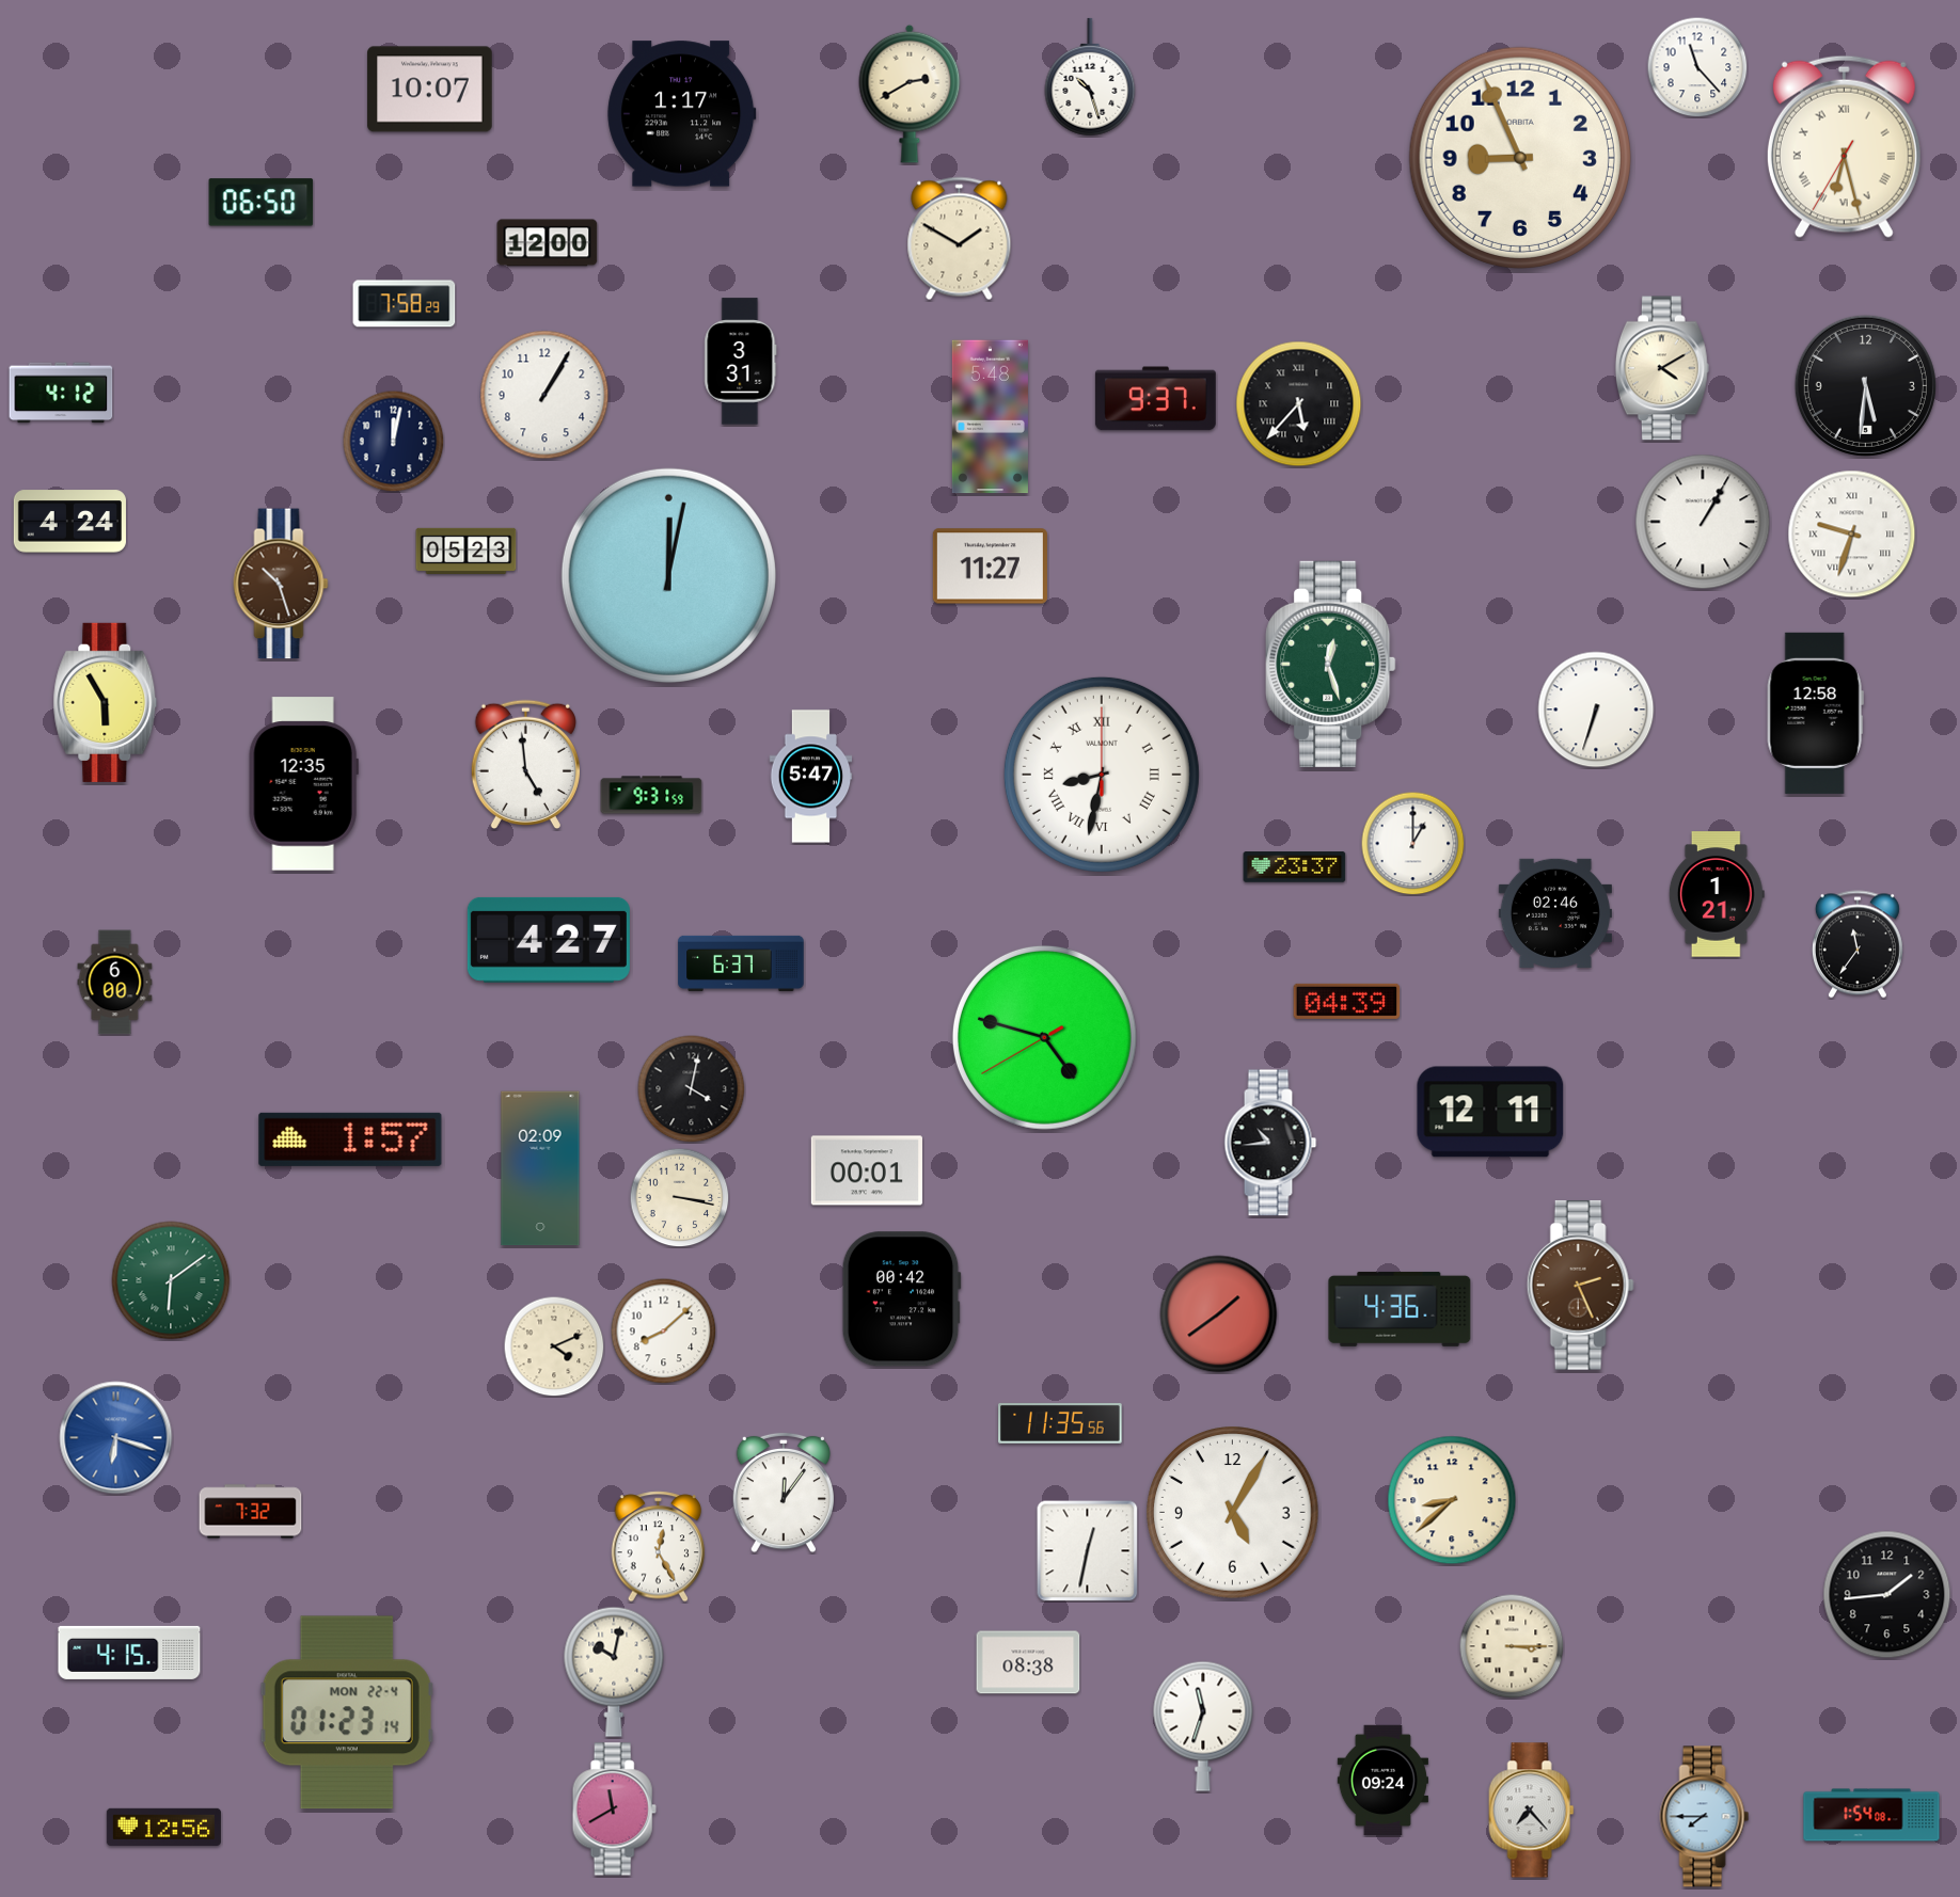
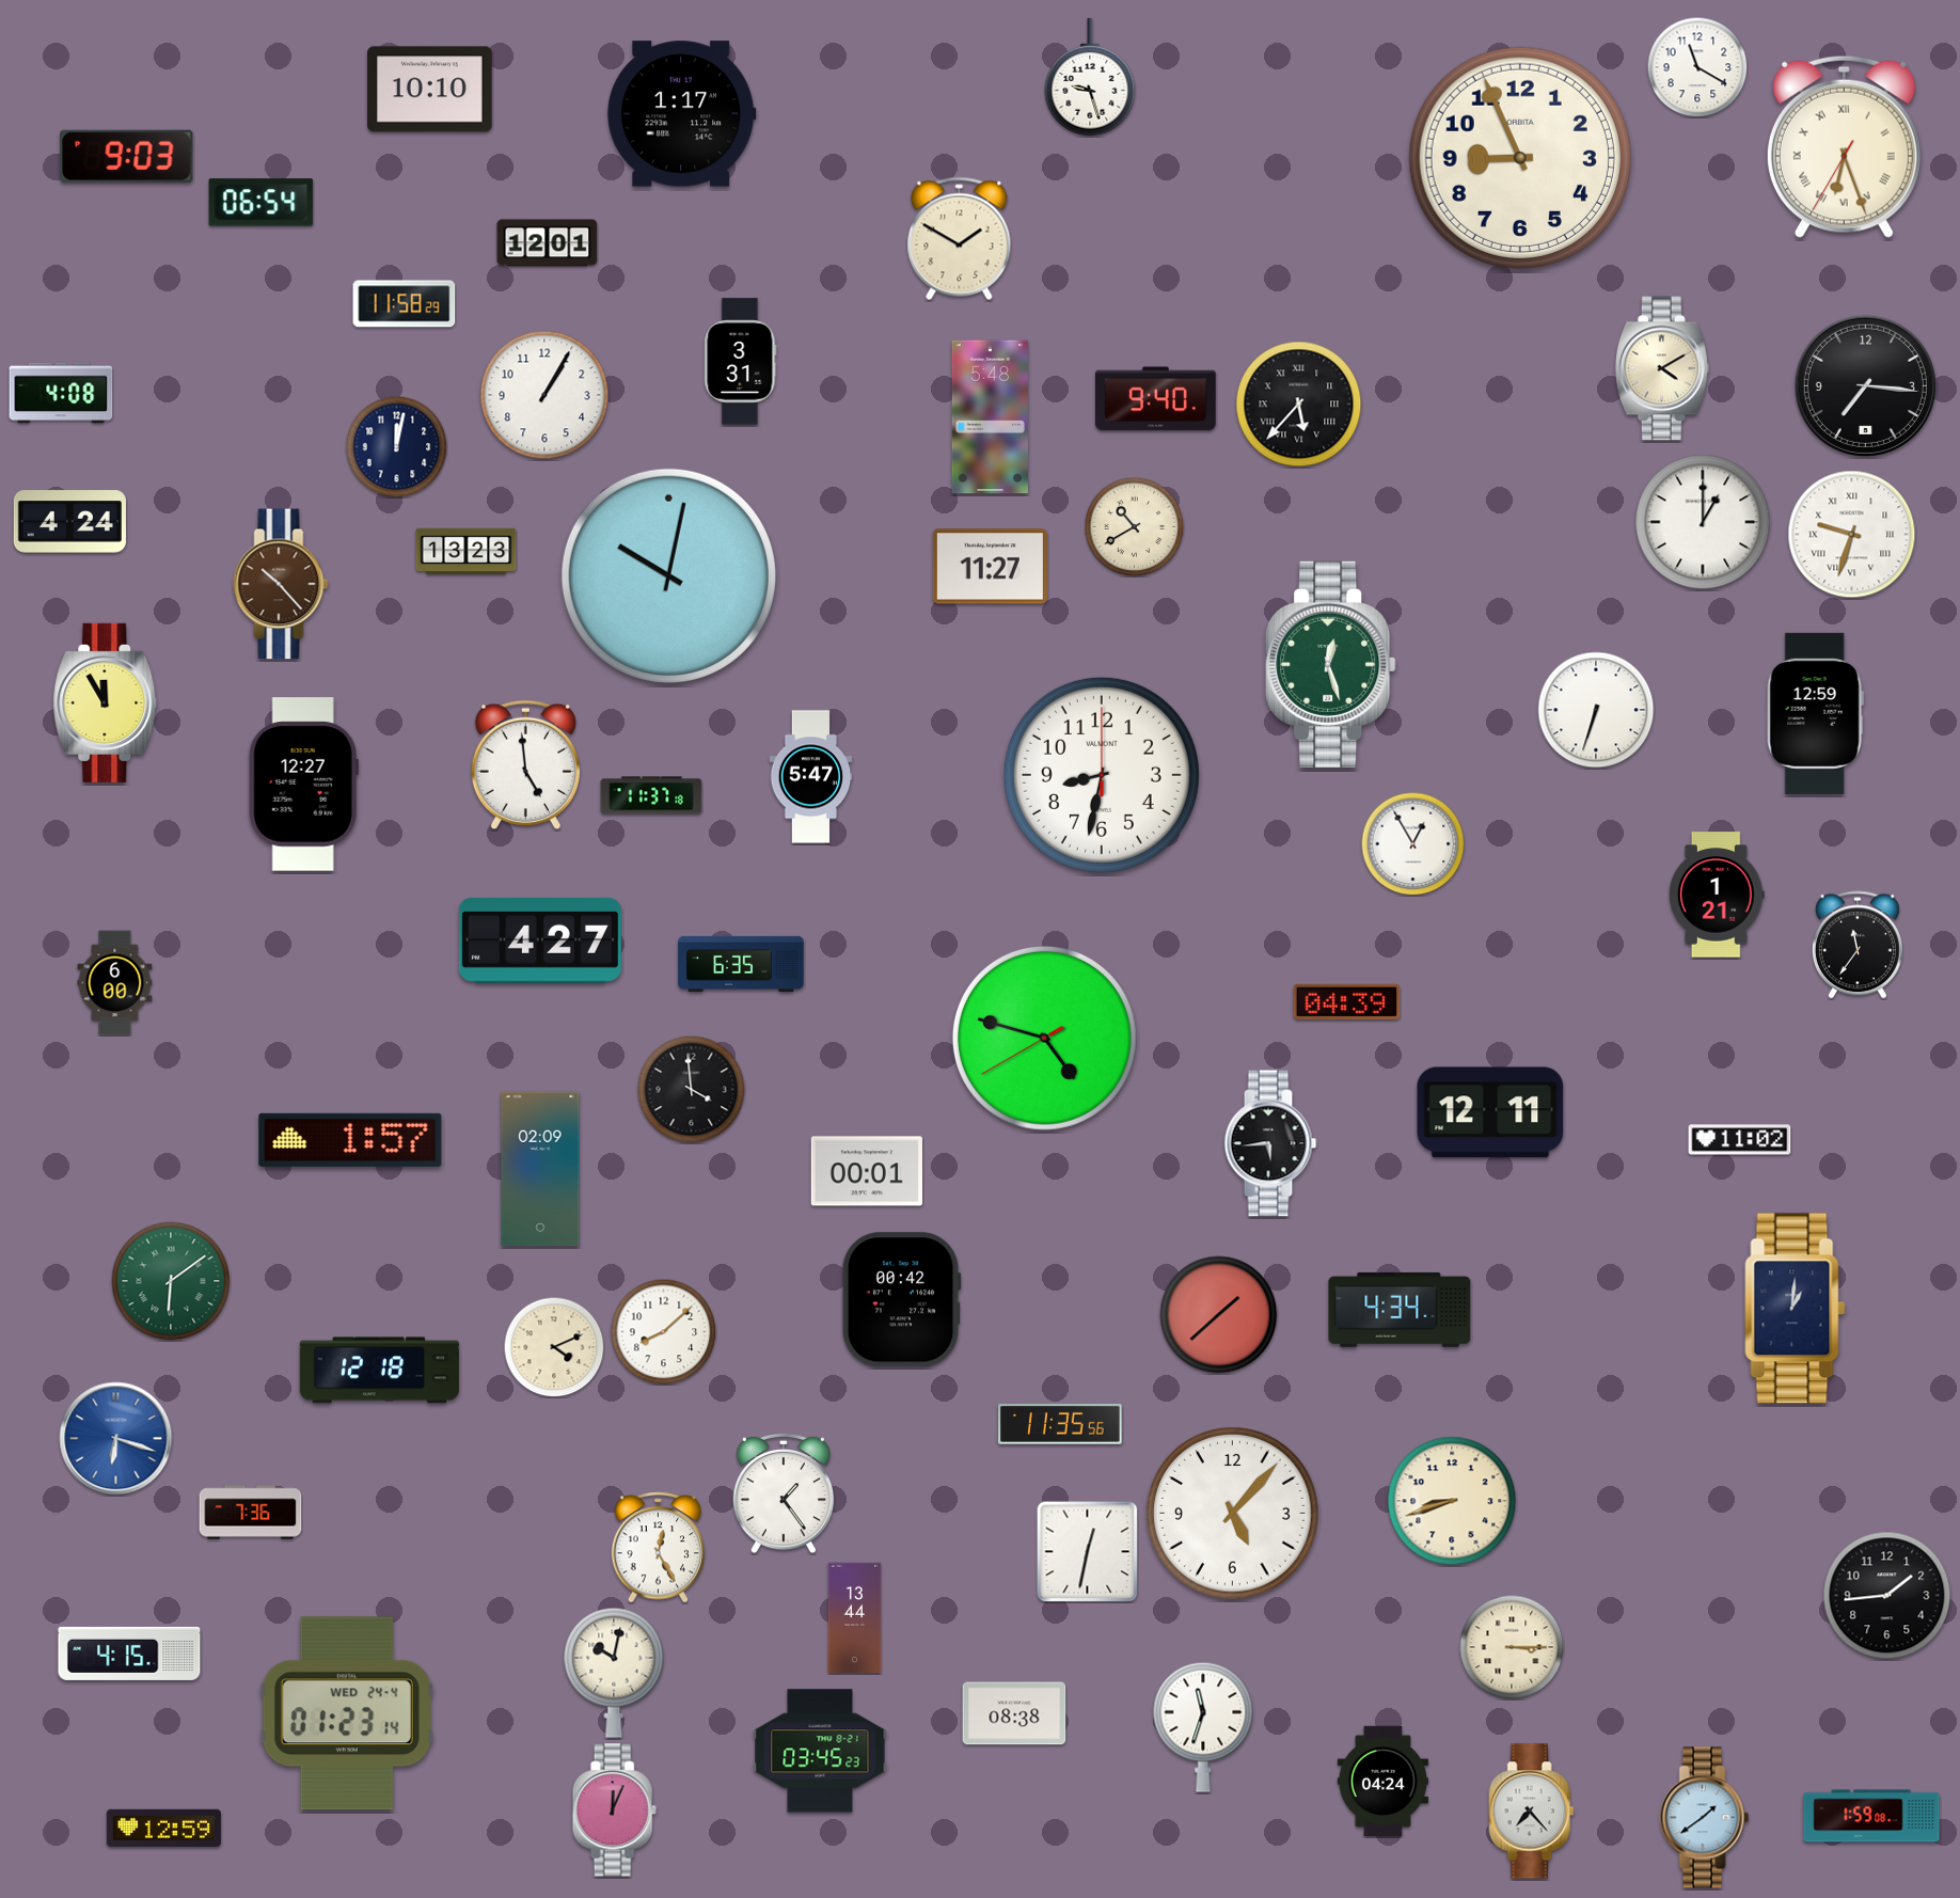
clock at (1697, 67): 11:23 -> 11:20
clock at (1090, 77): 10:27 -> 9:27
clock at (430, 90): 10:07 -> 10:10
clock at (910, 94): 2:40 -> none
clock at (1844, 146): 6:27 -> 6:26
clock at (127, 156): none -> 9:03
clock at (262, 203): 06:50 -> 06:54
clock at (548, 243): 12:00 -> 12:01
clock at (405, 304): 7:58 -> 11:58
clock at (1865, 385): 5:31 -> 7:16
clock at (61, 393): 4:12 -> 4:08
clock at (1155, 399): 9:37 -> 9:40
clock at (393, 441) position: (393, 441) -> (396, 446)
clock at (1703, 522): 1:05 -> 1:00
clock at (1134, 526): none -> 10:40
clock at (467, 551): 05:23 -> 13:23
clock at (668, 575): 12:02 -> 10:02
clock at (281, 584): 10:27 -> 10:23
clock at (106, 702): 5:55 -> 11:55
clock at (1815, 713): 12:58 -> 12:59
clock at (1102, 775) numerals: Roman -> Arabic
clock at (303, 784): 12:35 -> 12:27
clock at (651, 795): 9:31 -> 11:37
clock at (1412, 843): 1:00 -> 12:55
clock at (1295, 867): 23:37 -> none
clock at (1555, 913): 02:46 -> none
clock at (549, 940) position: (549, 940) -> (540, 940)
clock at (741, 963): 6:37 -> 6:35
clock at (692, 1089): 4:02 -> 3:59
clock at (1740, 1140): none -> 11:02
clock at (1270, 1143): 10:44 -> 5:44
clock at (679, 1197): 3:17 -> none
clock at (1580, 1286): 2:26 -> none
clock at (1796, 1309): none -> 1:01
clock at (1400, 1309): 4:36 -> 4:34
clock at (1219, 1314): 1:39 -> 1:38
clock at (379, 1371): none -> 12:18
clock at (784, 1493): 12:06 -> 1:24
clock at (1452, 1500): 8:38 -> 8:42
clock at (251, 1512): 7:32 -> 7:36
clock at (1233, 1513): 5:05 -> 5:07
clock at (855, 1618): none -> 13:44
clock at (1028, 1662) position: (1028, 1662) -> (1014, 1713)
clock at (347, 1712) date: MON 22-4 -> WED 24-4
clock at (820, 1751): none -> 03:45
clock at (1382, 1781): 09:24 -> 04:24
clock at (614, 1810): 11:40 -> 12:04
clock at (1871, 1815): 1:54 -> 1:59
clock at (1705, 1817): 7:45 -> 1:39
clock at (163, 1827): 12:56 -> 12:59
